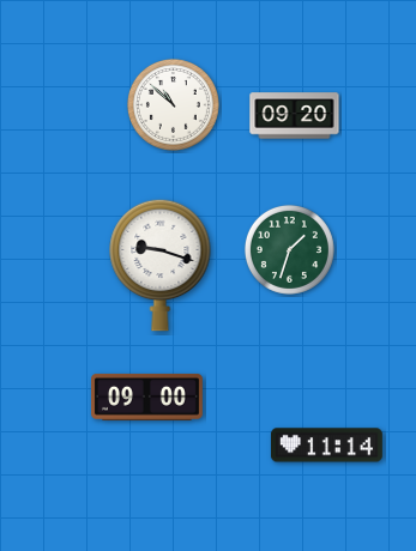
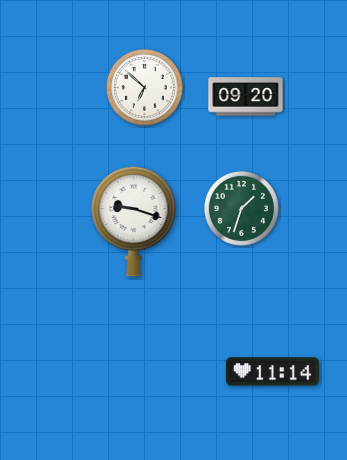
clock at (173, 104): 10:52 -> 6:52
clock at (146, 396): 09:00 -> none
